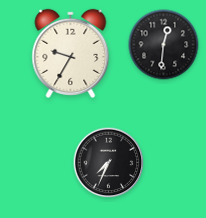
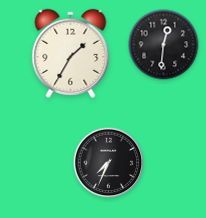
clock at (71, 53): 9:35 -> 1:35
